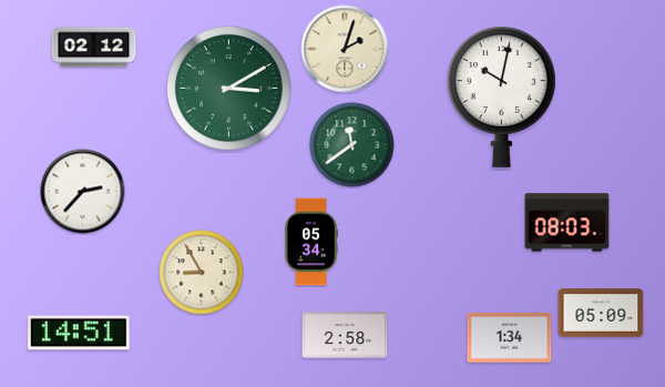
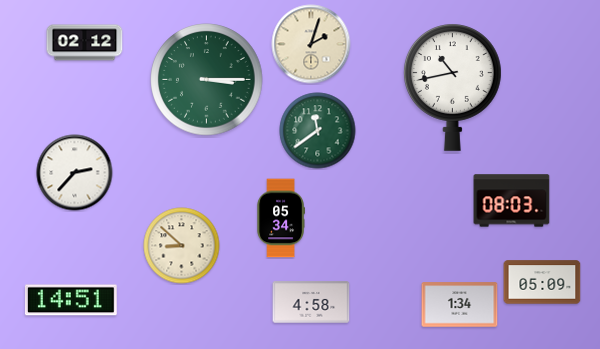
clock at (229, 89): 3:10 -> 3:15
clock at (501, 96): 10:02 -> 10:43
clock at (202, 273): 8:55 -> 8:52
clock at (345, 335): 2:58 -> 4:58
